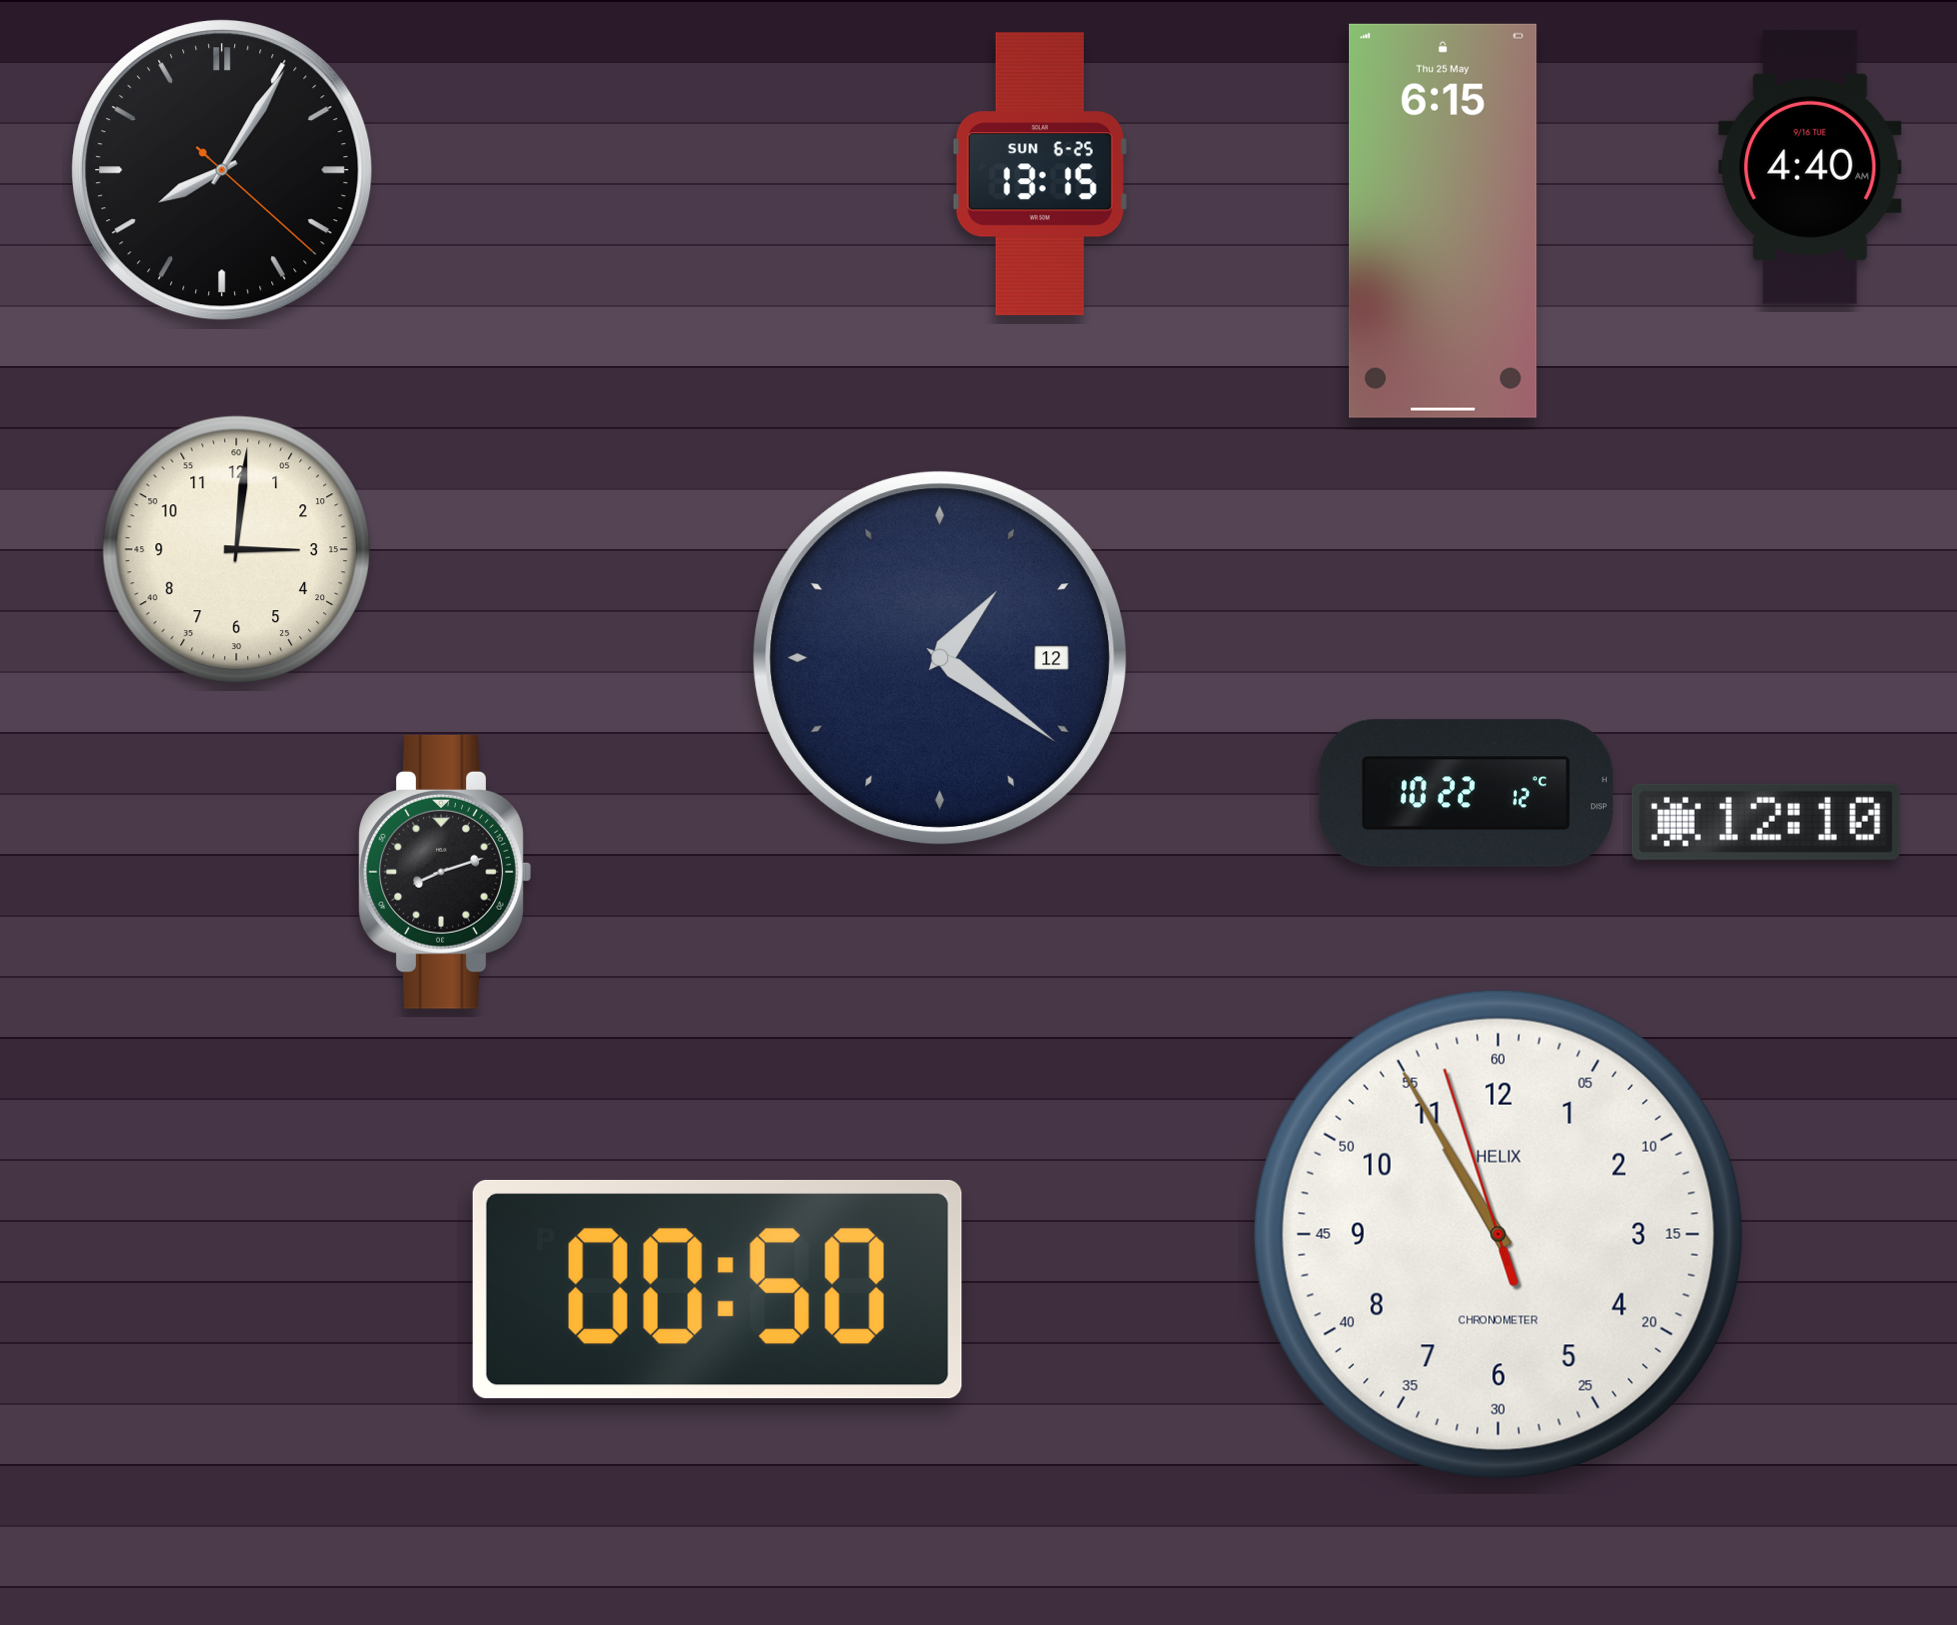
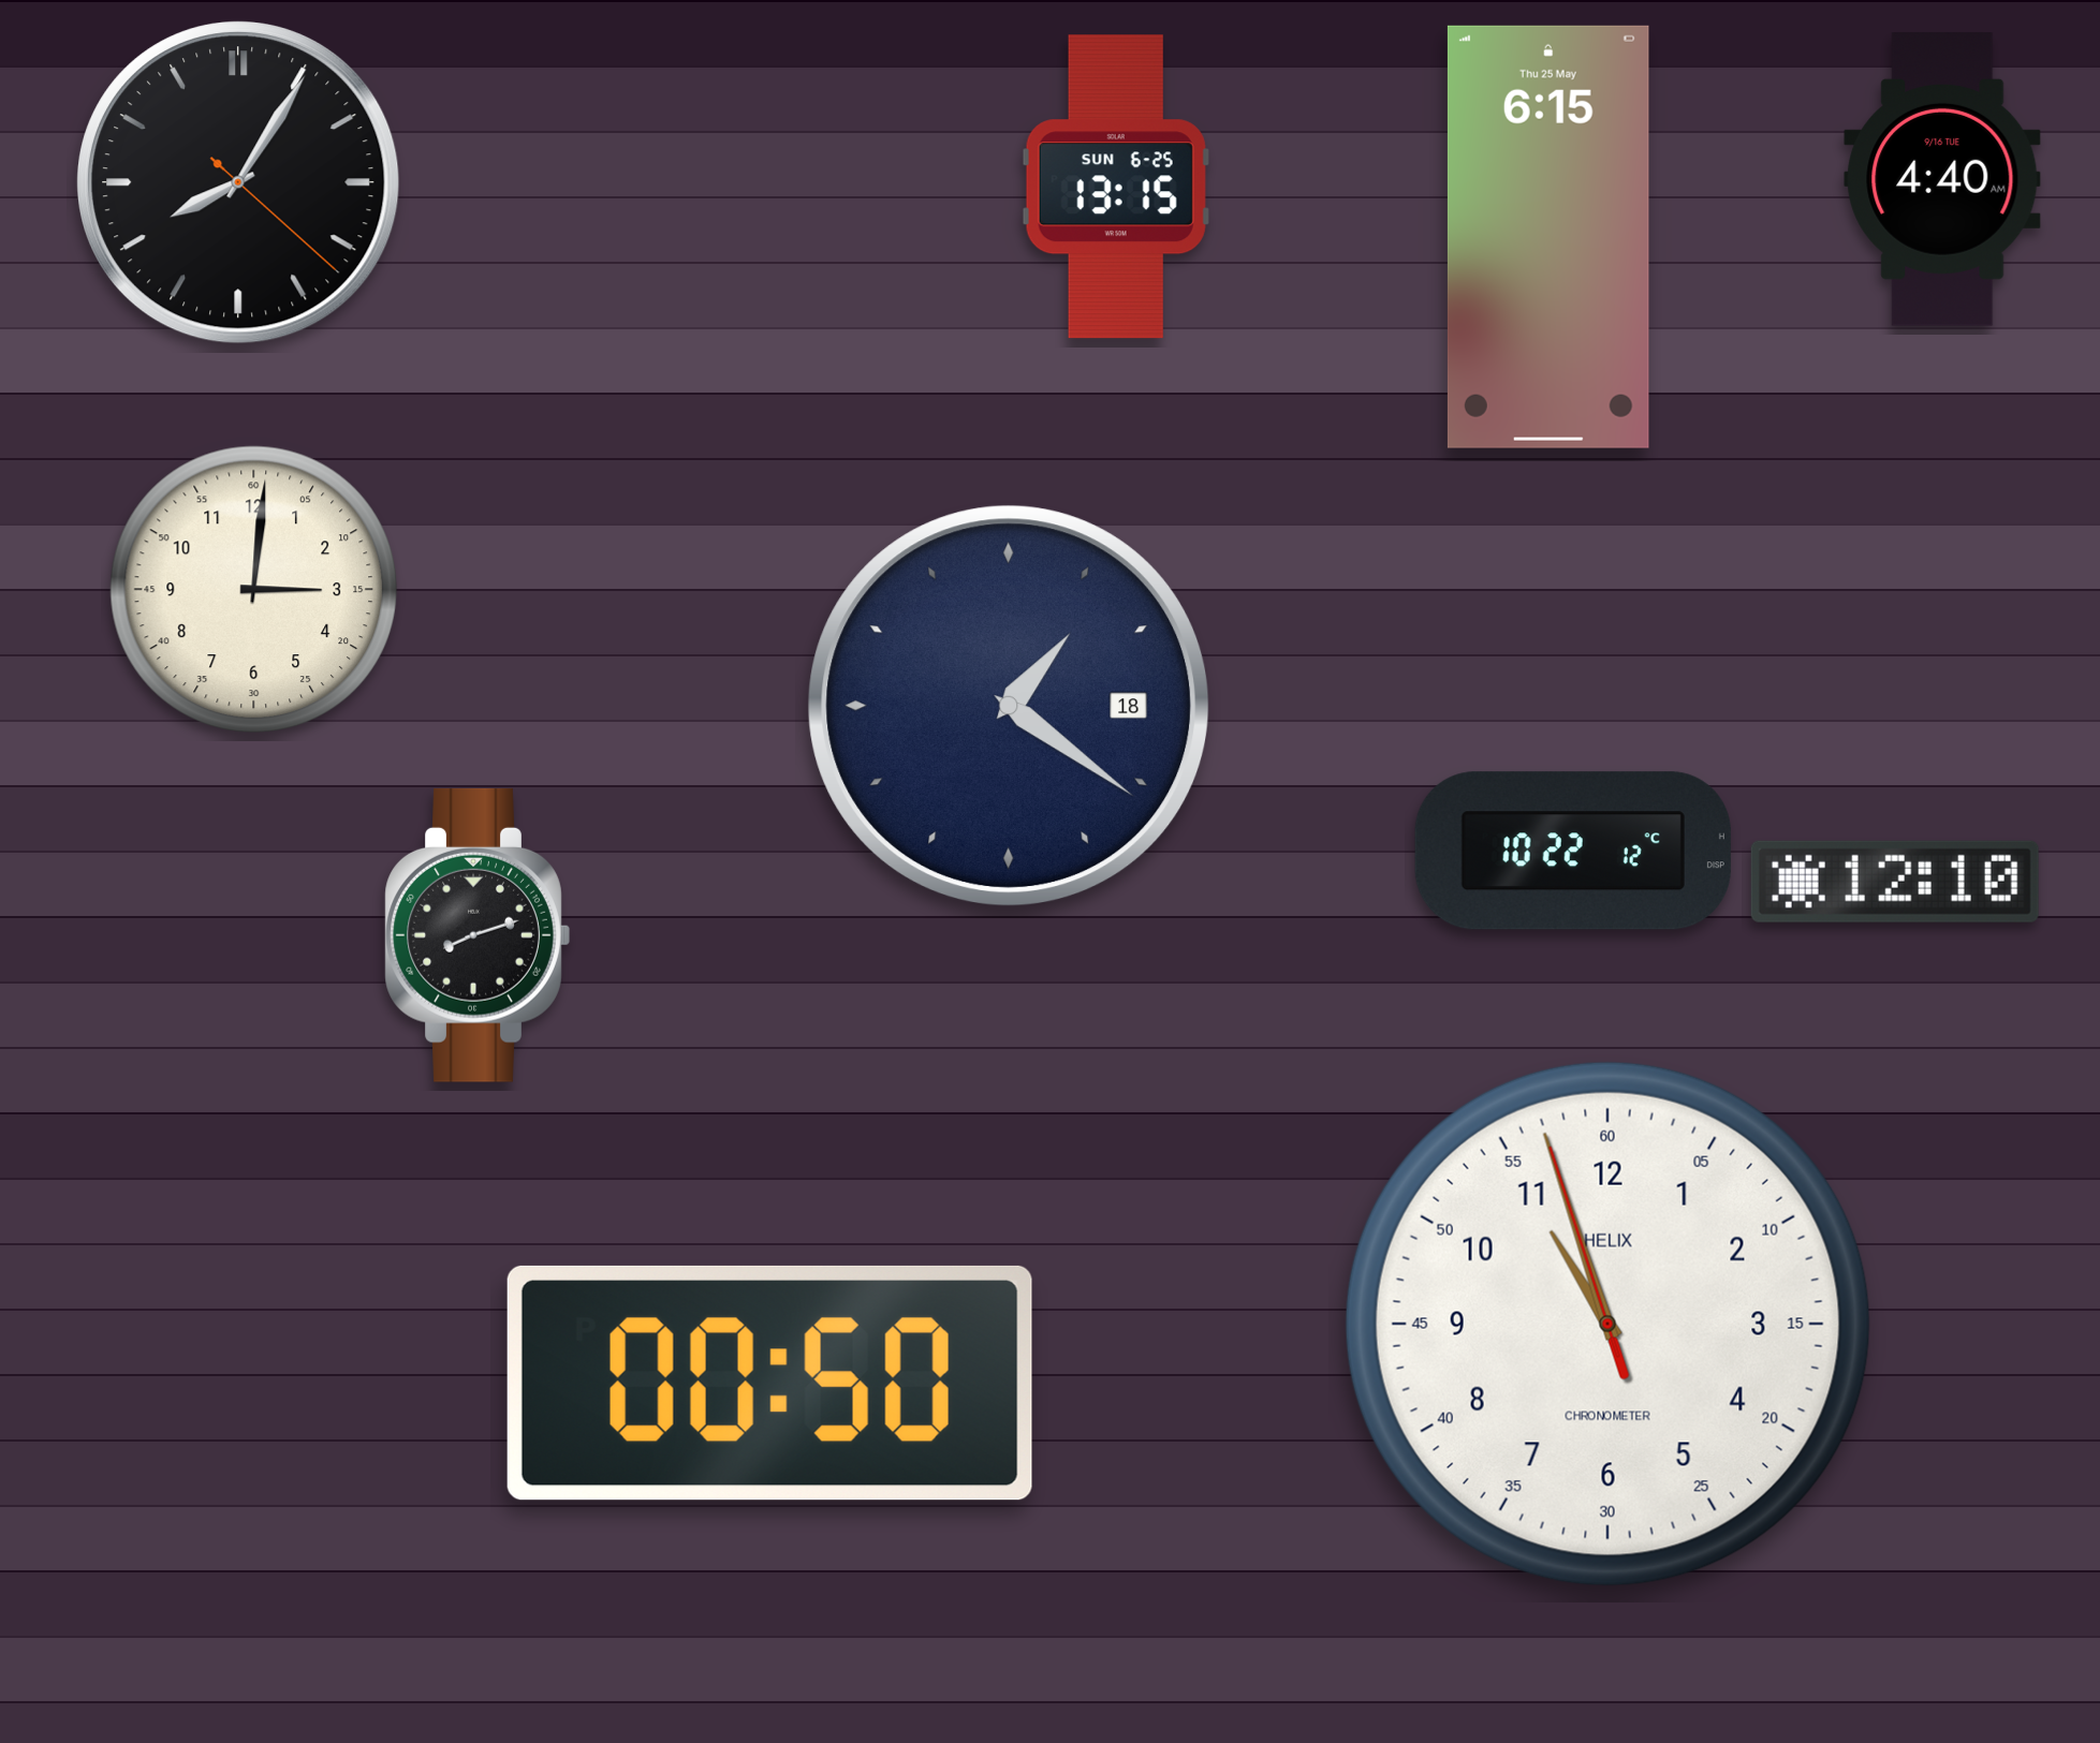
clock at (940, 658) date: 12 -> 18
clock at (1498, 1234): 10:54 -> 10:56
